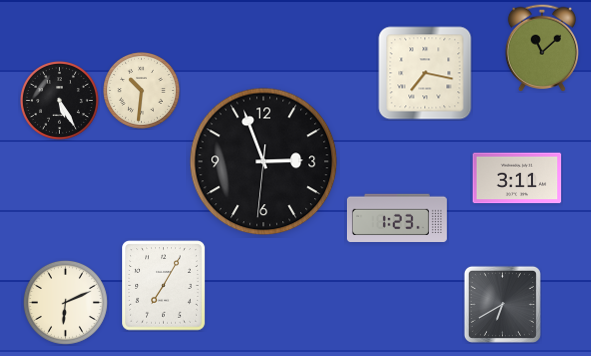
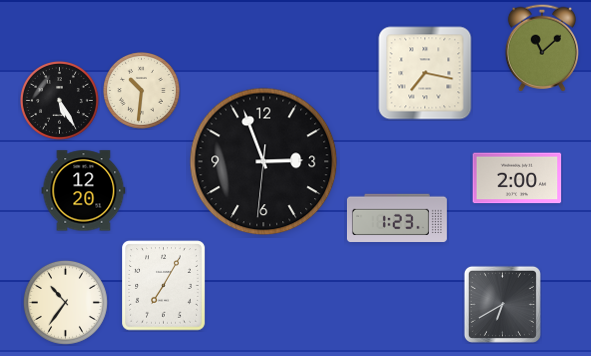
clock at (517, 178): 3:11 -> 2:00
clock at (84, 191): none -> 12:20
clock at (65, 302): 6:11 -> 10:36
